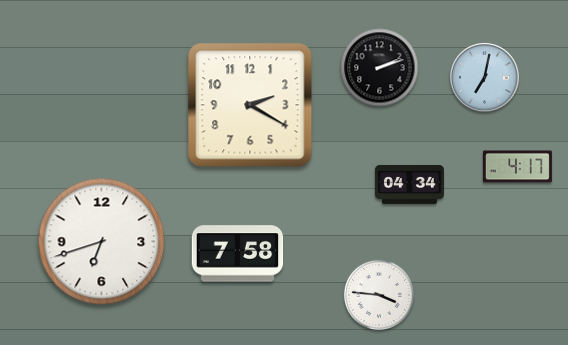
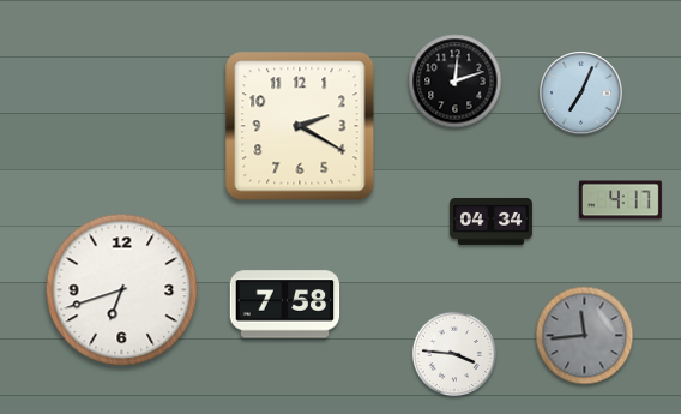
clock at (380, 68): 2:12 -> 12:12
clock at (485, 78): 7:02 -> 7:04
clock at (585, 336): none -> 11:44
